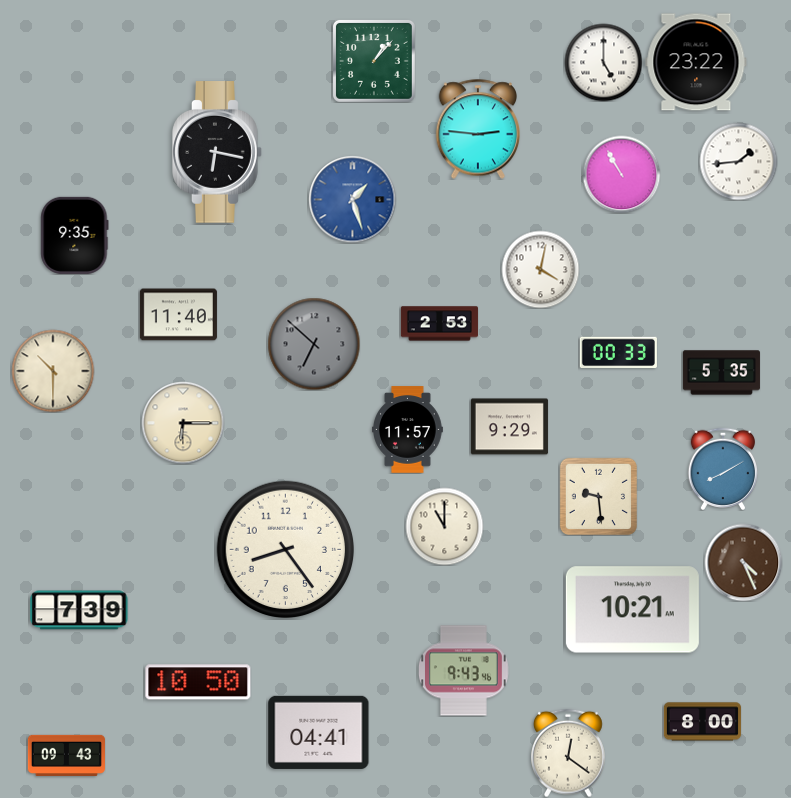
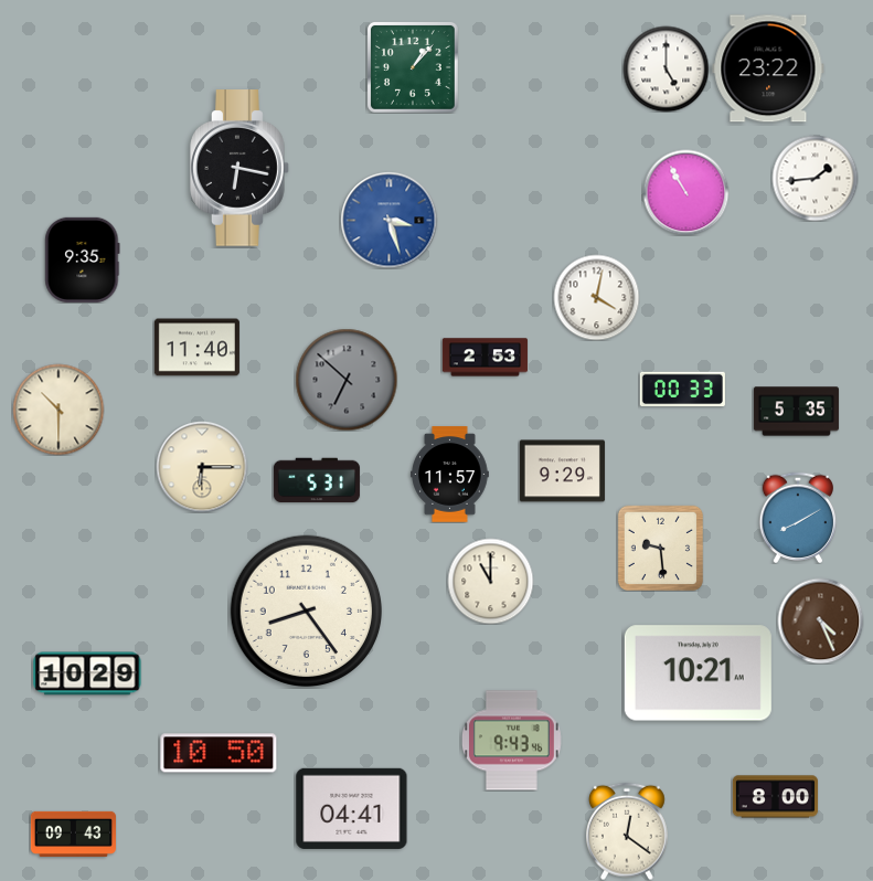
clock at (478, 129): 2:46 -> none
clock at (352, 199): 1:27 -> 3:27
clock at (317, 480): none -> 5:31
clock at (286, 550) position: (286, 550) -> (307, 612)
clock at (79, 610): 7:39 -> 10:29
